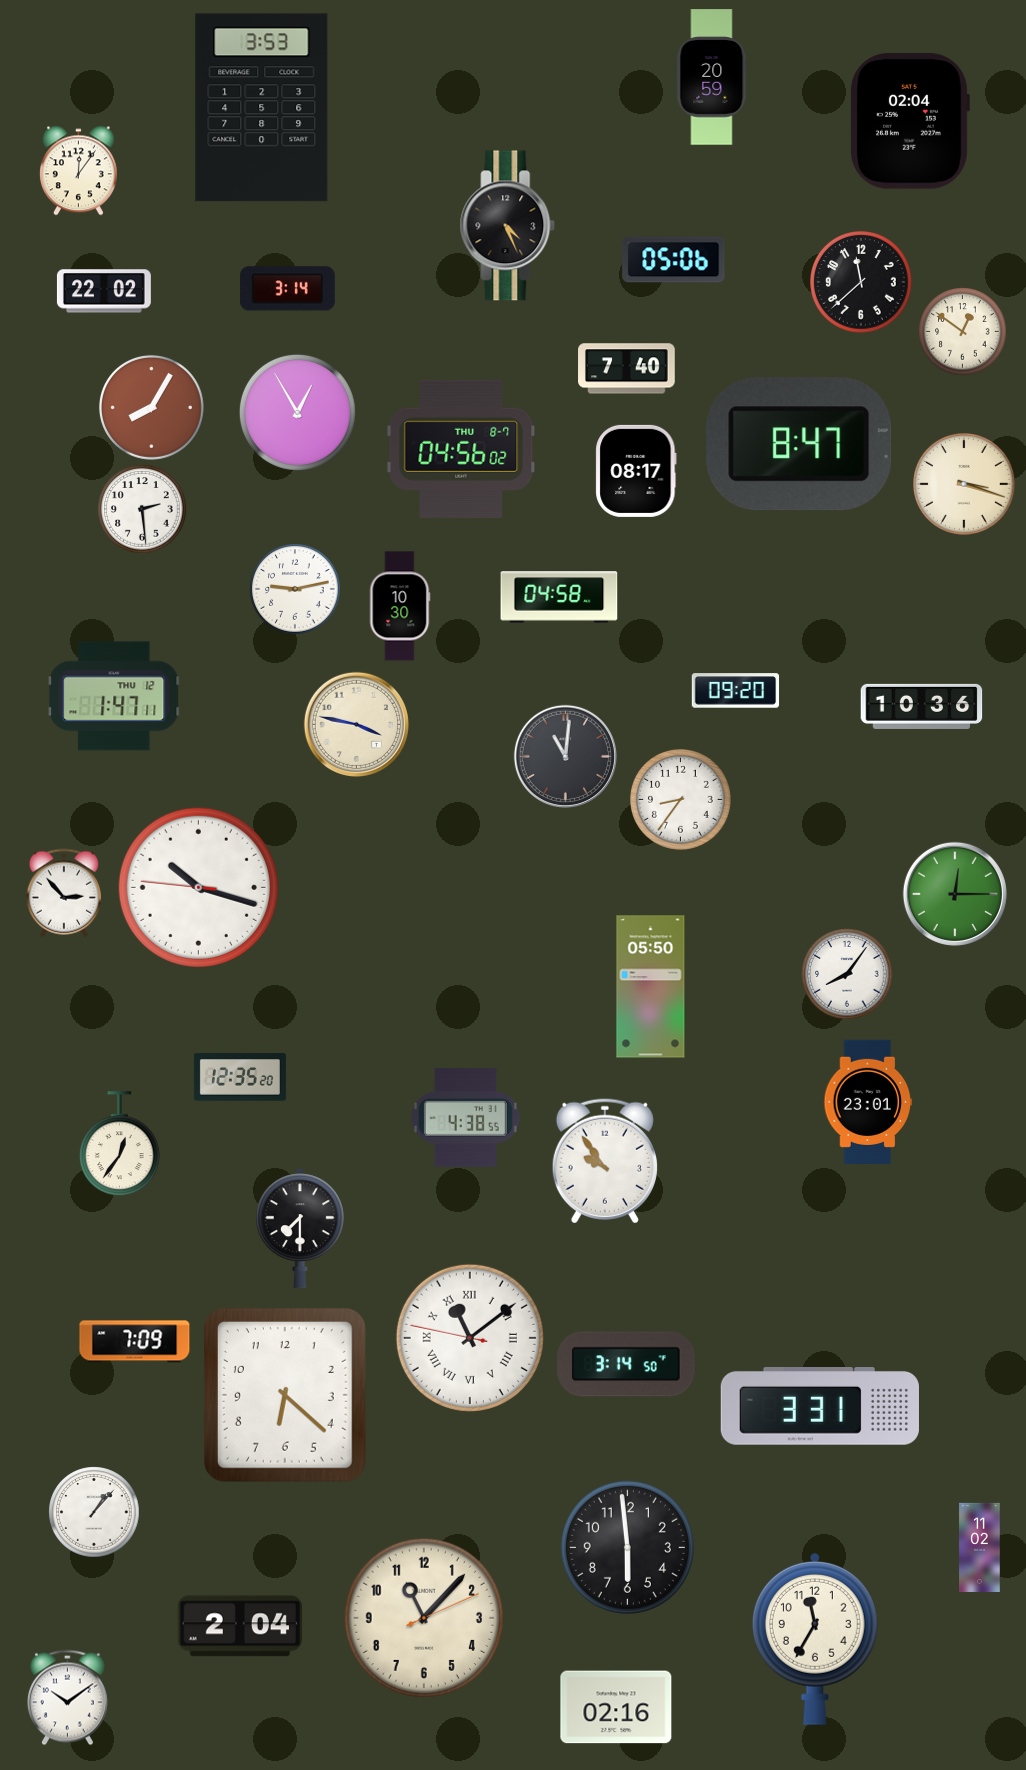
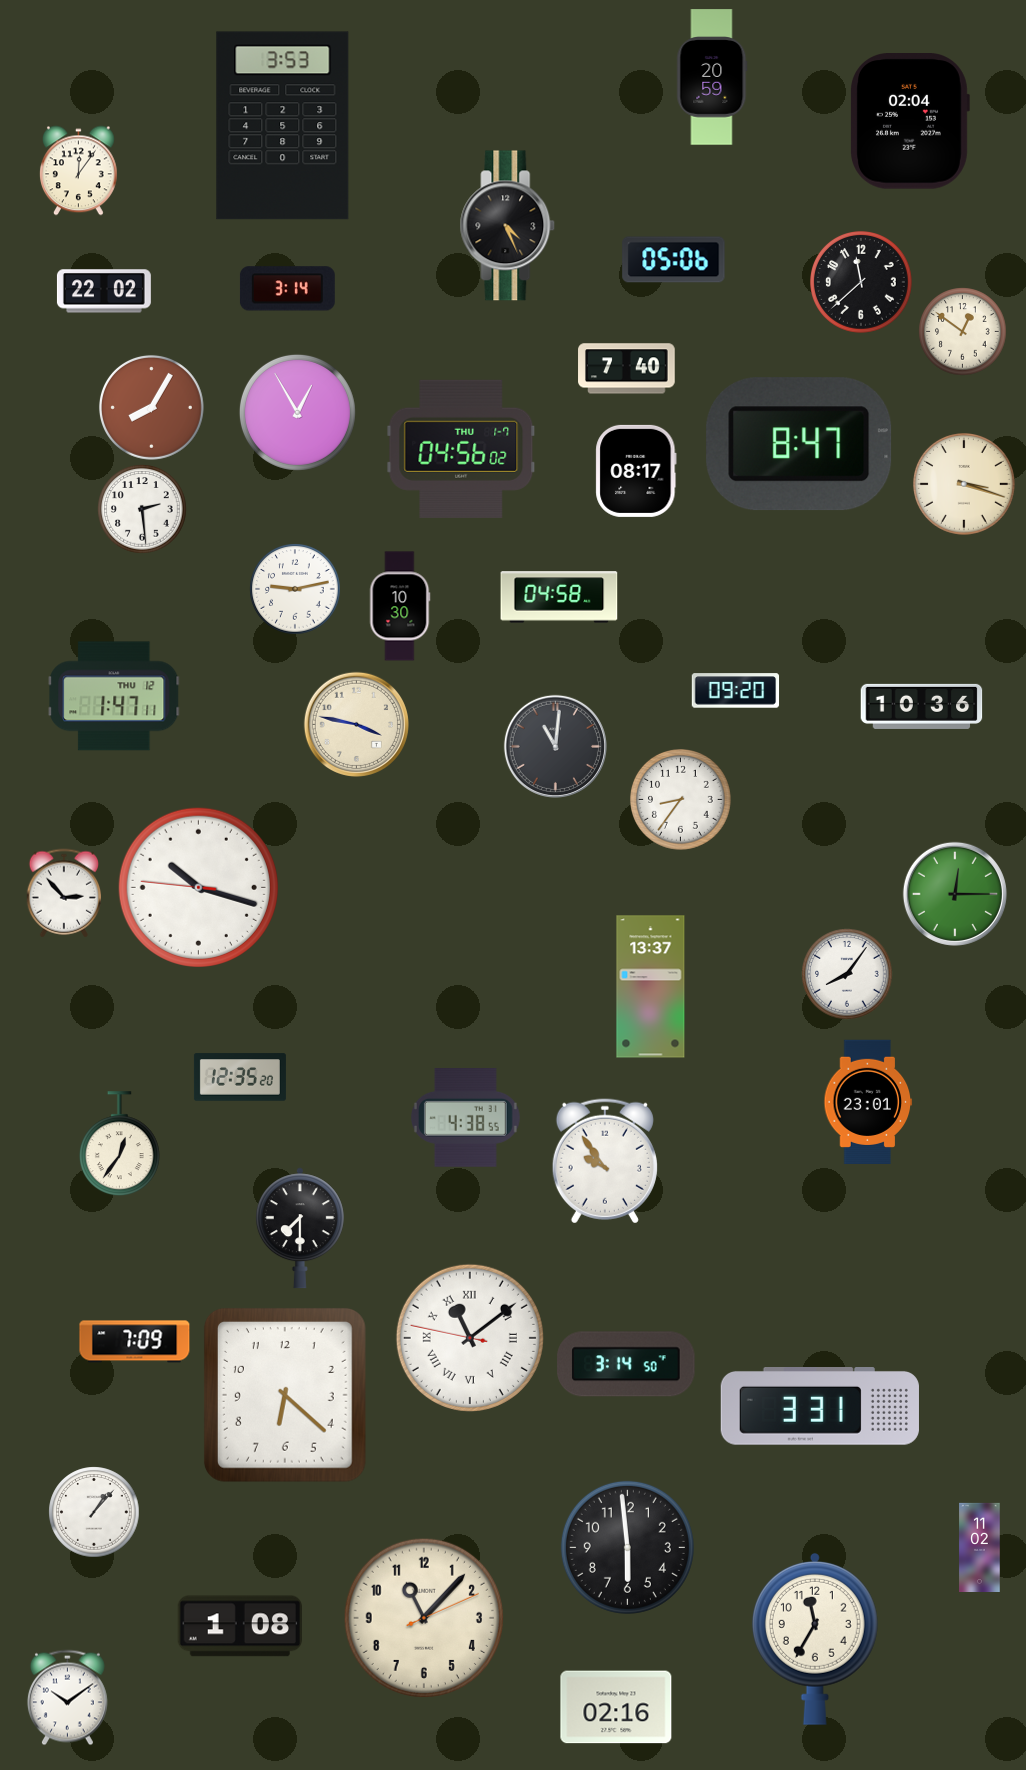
clock at (262, 108) position: (262, 108) -> (283, 126)
clock at (461, 449) date: THU 8-7 -> THU 1-7
clock at (565, 756) position: (565, 756) -> (555, 746)
clock at (651, 987): 05:50 -> 13:37
clock at (240, 1626): 2:04 -> 1:08
